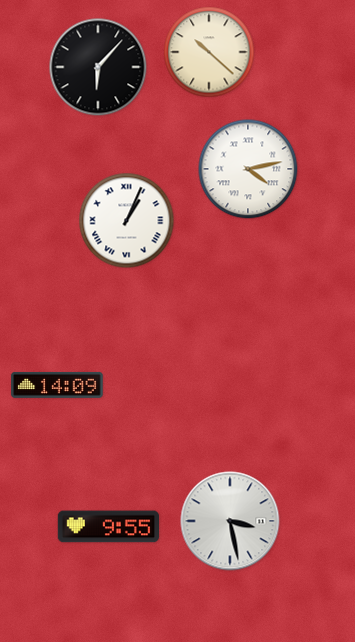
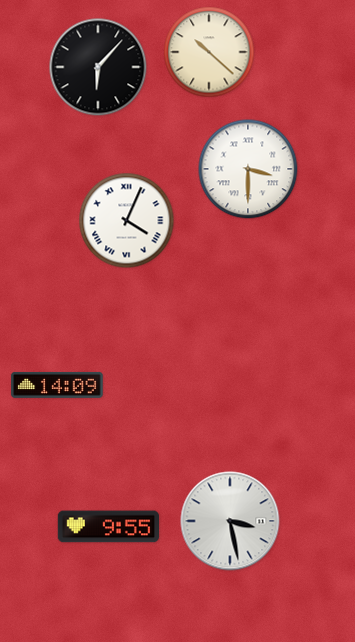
clock at (248, 169): 4:13 -> 3:30
clock at (127, 221): 1:04 -> 4:04
